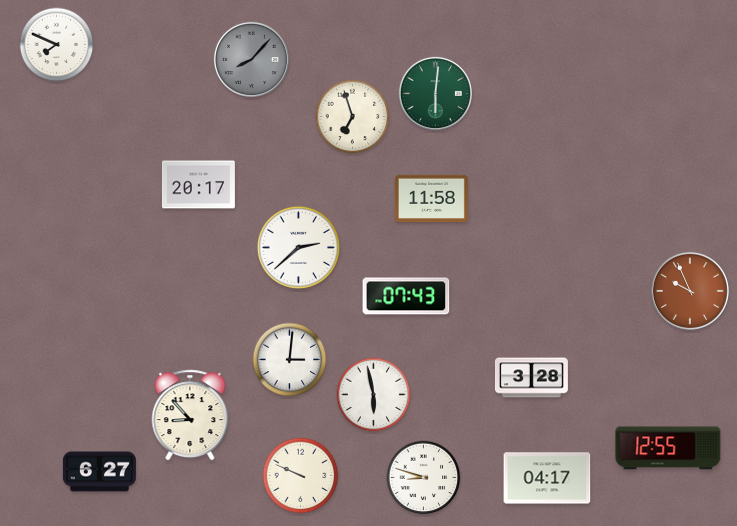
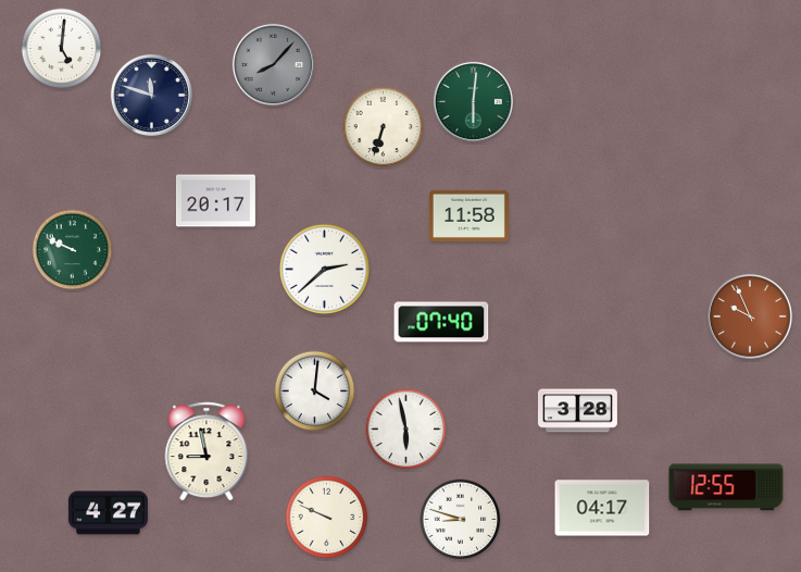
clock at (57, 45): 7:49 -> 5:01
clock at (151, 95): none -> 11:48
clock at (353, 117): 6:57 -> 6:33
clock at (73, 250): none -> 9:49
clock at (406, 296): 07:43 -> 07:40
clock at (290, 360): 3:01 -> 4:01
clock at (190, 415): 8:53 -> 8:58
clock at (99, 472): 6:27 -> 4:27
clock at (547, 478) position: (547, 478) -> (602, 508)
